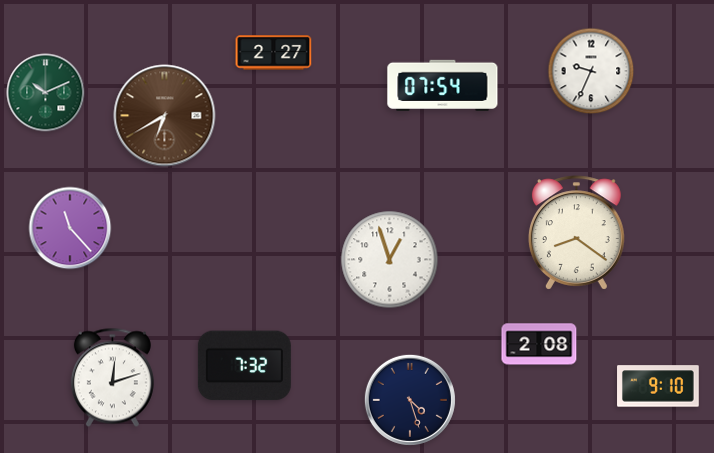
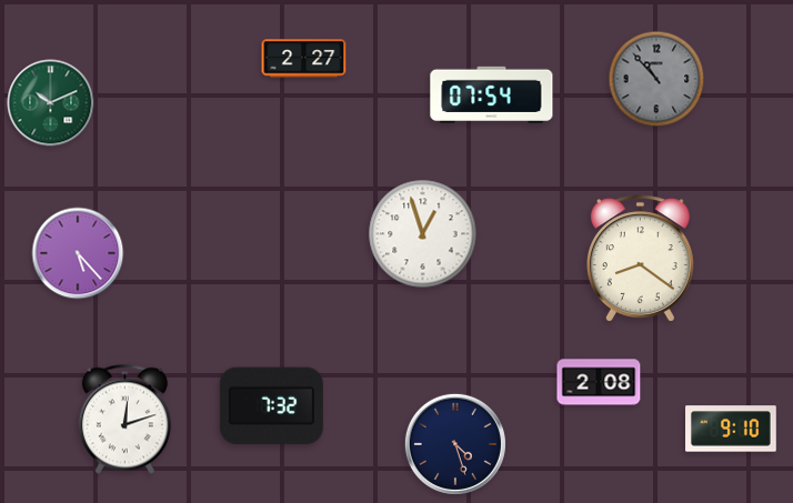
clock at (591, 71): 9:34 -> 10:53
clock at (591, 71) dial: white -> grey
clock at (165, 116): 6:40 -> none
clock at (70, 228): 11:23 -> 5:23
clock at (390, 260) position: (390, 260) -> (423, 234)
